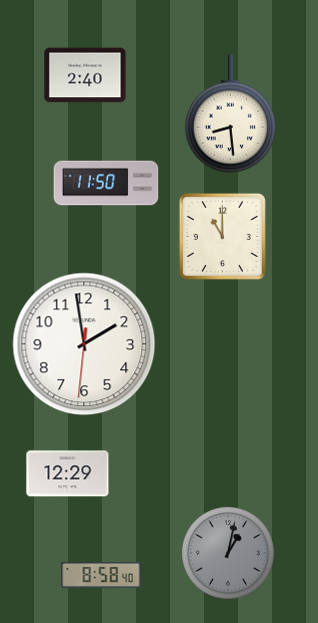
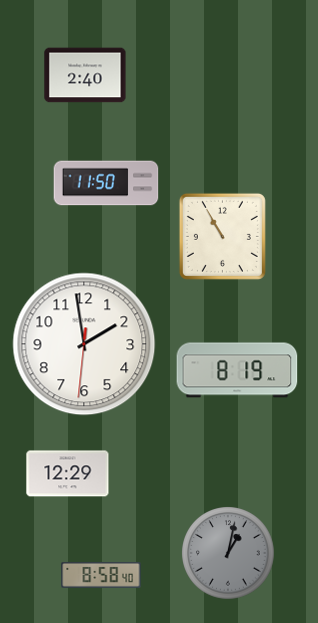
clock at (230, 114): 8:29 -> none
clock at (222, 236): 11:00 -> 10:55
clock at (237, 370): none -> 8:19
